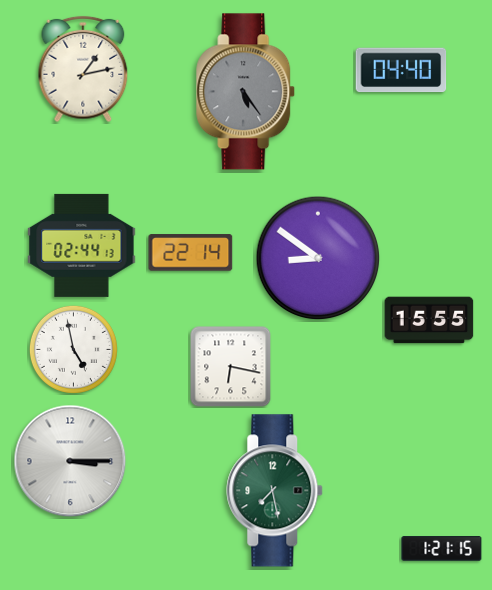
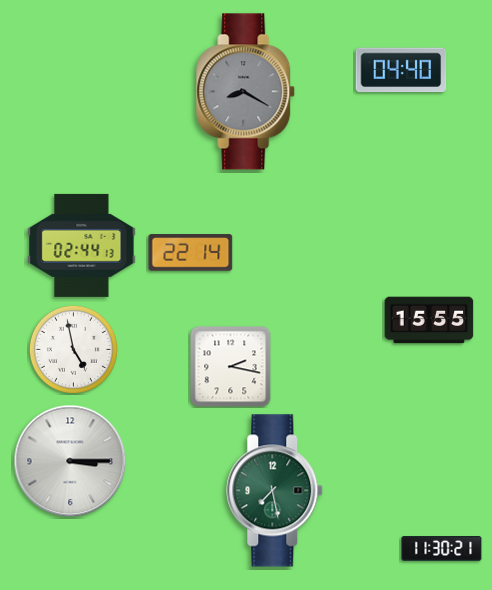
clock at (83, 69): 1:13 -> none
clock at (246, 92): 5:24 -> 8:20
clock at (318, 258): 8:51 -> none
clock at (231, 367): 6:17 -> 2:17
clock at (442, 549): 1:21 -> 11:30
